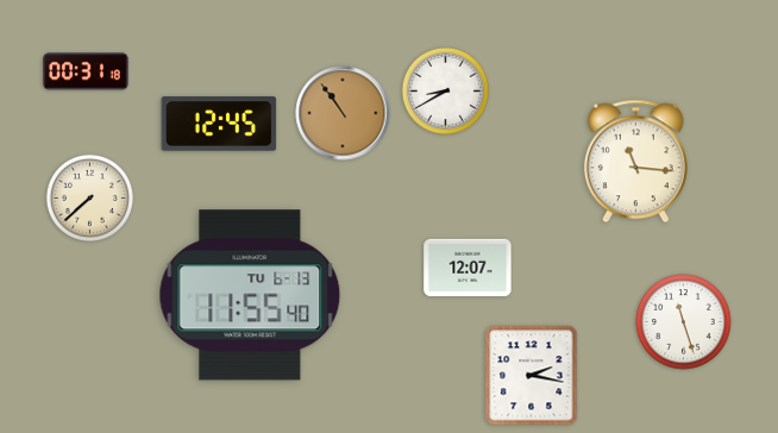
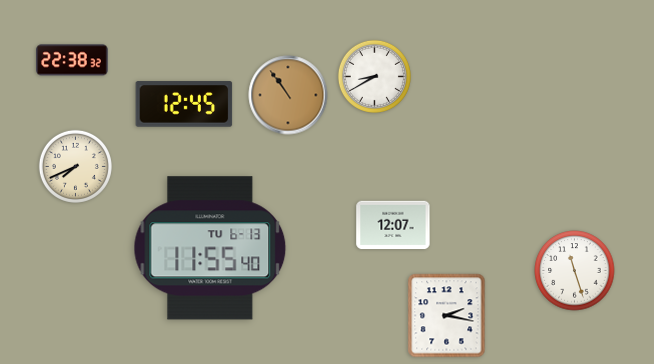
clock at (86, 71): 00:31 -> 22:38
clock at (635, 162): 11:16 -> none
clock at (89, 197): 7:38 -> 7:41
